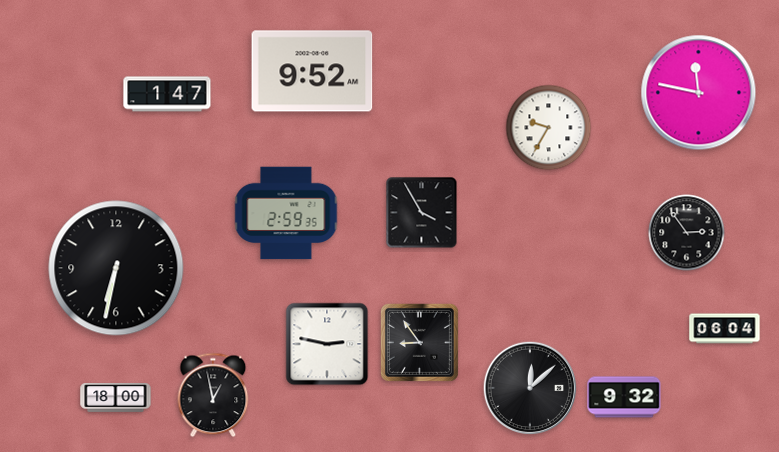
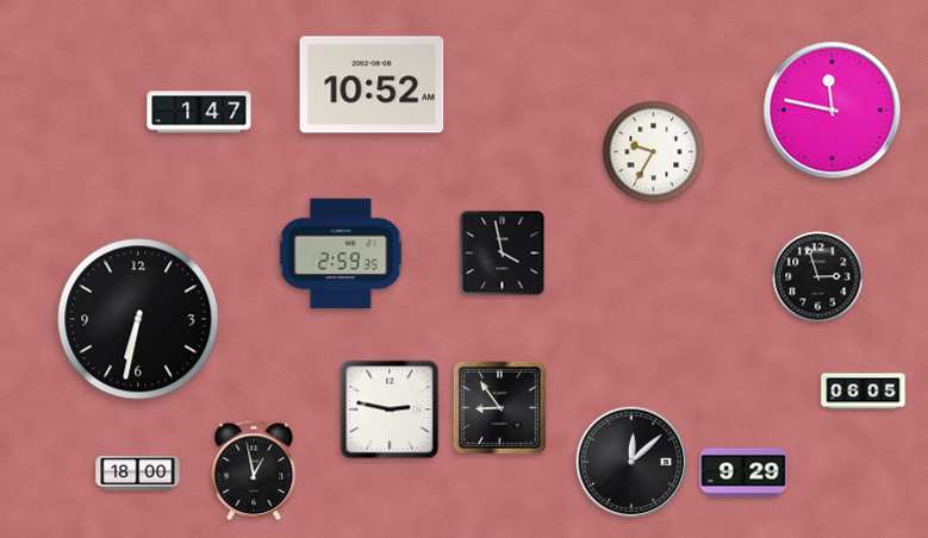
clock at (312, 71): 9:52 -> 10:52
clock at (422, 213): 3:55 -> 3:58
clock at (687, 233): 2:54 -> 2:57
clock at (725, 329): 06:04 -> 06:05
clock at (624, 397): 9:32 -> 9:29
